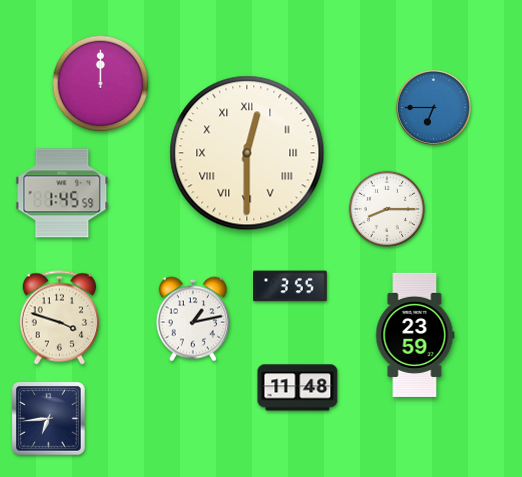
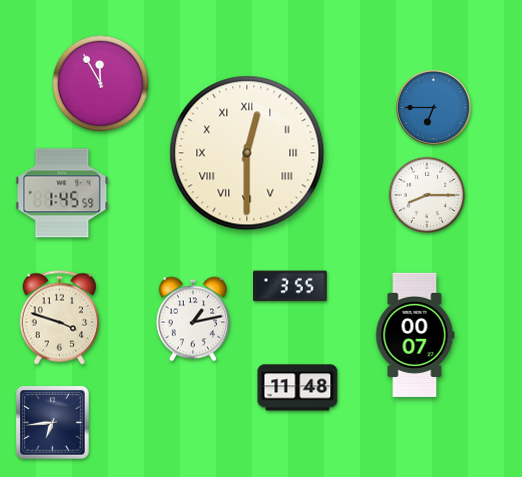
clock at (101, 84): 12:00 -> 11:55
clock at (387, 209) position: (387, 209) -> (427, 195)
clock at (415, 335): 23:59 -> 00:07
clock at (49, 419) position: (49, 419) -> (53, 423)
